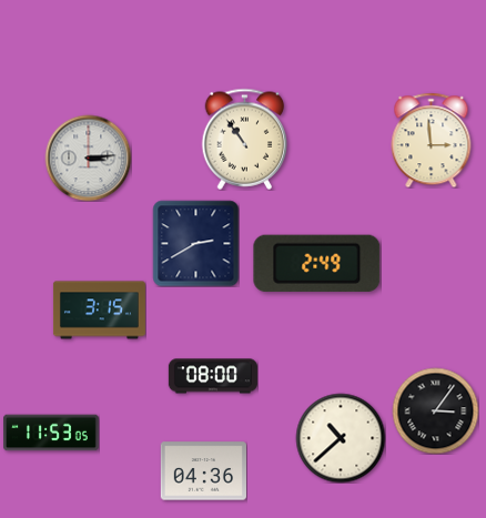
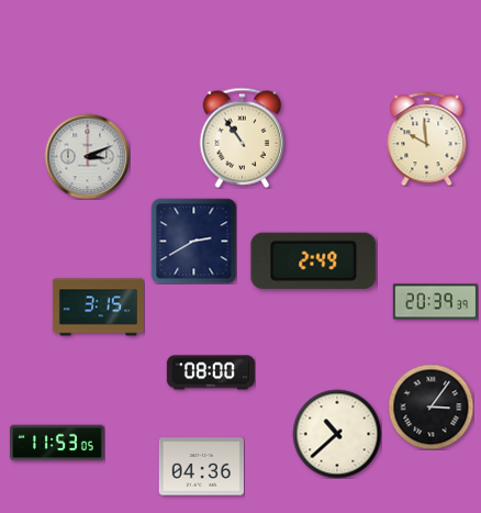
clock at (432, 140): 2:59 -> 9:59
clock at (88, 158): 3:14 -> 3:11
clock at (435, 302): none -> 20:39
clock at (52, 433) position: (52, 433) -> (58, 443)
